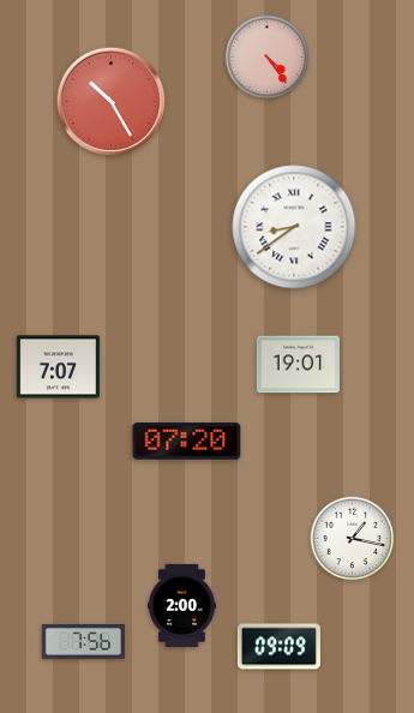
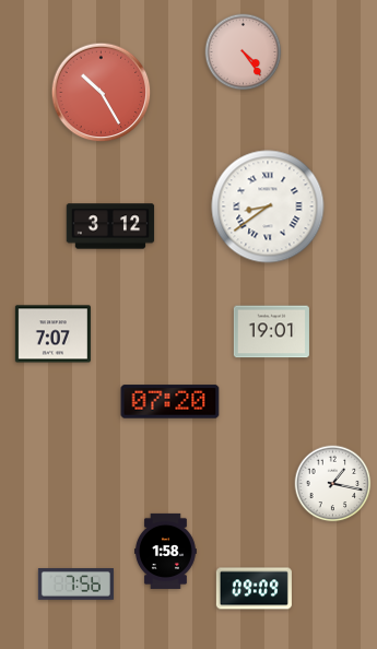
clock at (110, 226): none -> 3:12
clock at (353, 539) position: (353, 539) -> (333, 484)
clock at (181, 605): 2:00 -> 1:58
